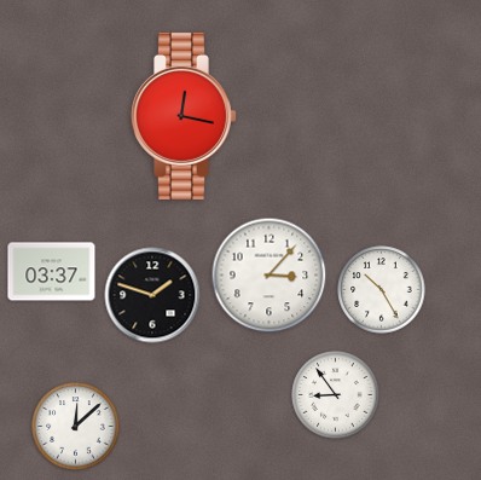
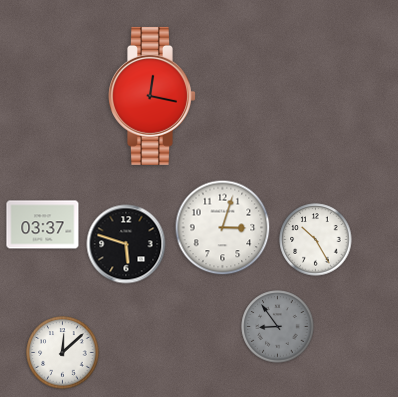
clock at (270, 276): 3:07 -> 3:03
clock at (152, 295): 1:48 -> 5:48
clock at (336, 395) dial: white -> grey
